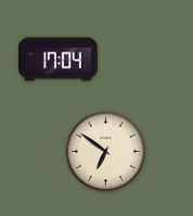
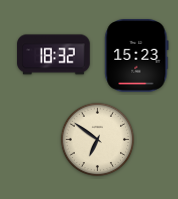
clock at (59, 60): 17:04 -> 18:32
clock at (137, 56): none -> 15:23
